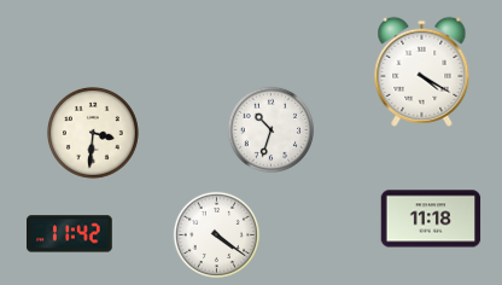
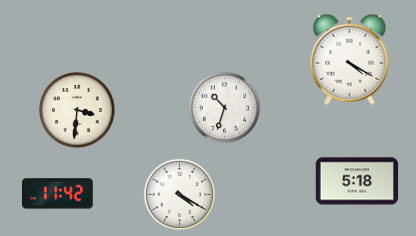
clock at (431, 219): 11:18 -> 5:18
clock at (217, 235): 4:21 -> 4:20
